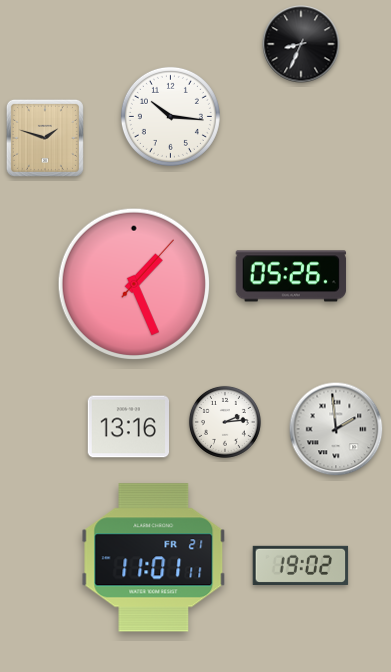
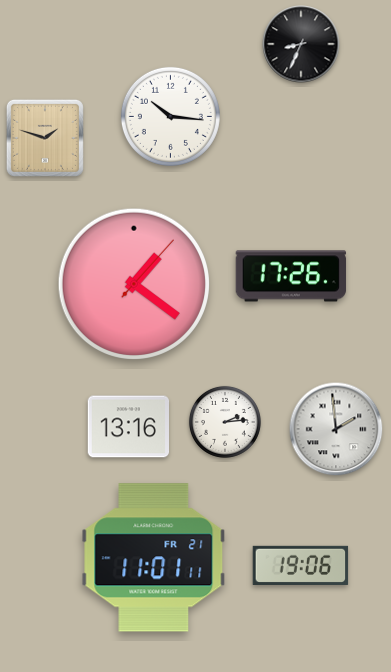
clock at (291, 276): 05:26 -> 17:26
clock at (133, 283): 1:26 -> 1:21
clock at (301, 565): 19:02 -> 19:06
